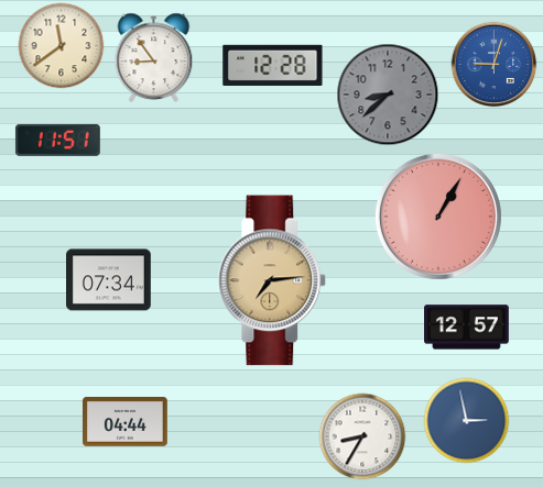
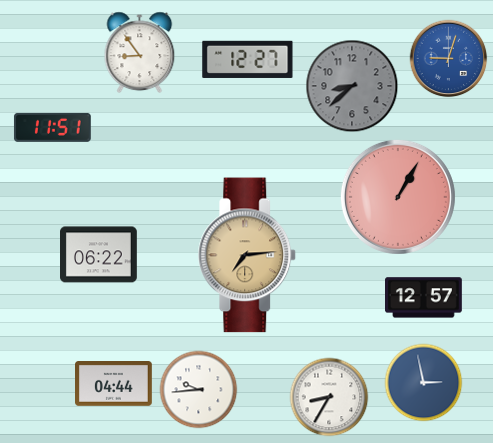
clock at (61, 45): 11:39 -> none
clock at (273, 65): 12:28 -> 12:27
clock at (109, 280): 07:34 -> 06:22
clock at (198, 389): none -> 9:44
